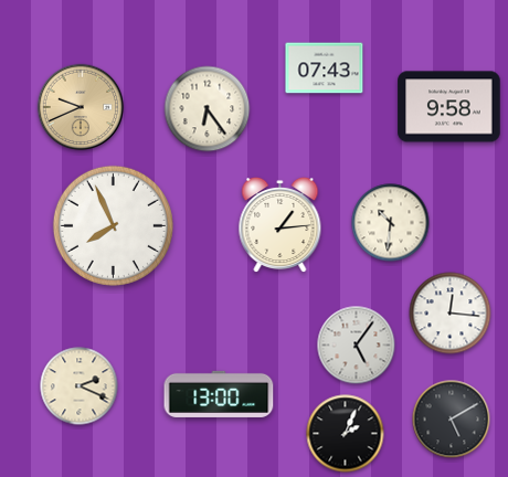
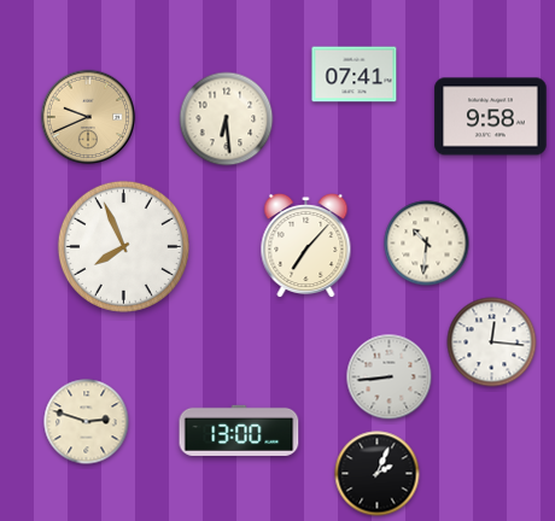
clock at (325, 68): 07:43 -> 07:41
clock at (208, 109): 6:24 -> 6:29
clock at (281, 225): 1:14 -> 7:07
clock at (357, 346): 5:06 -> 8:44
clock at (80, 386): 2:19 -> 2:48
clock at (452, 420): 5:10 -> none
